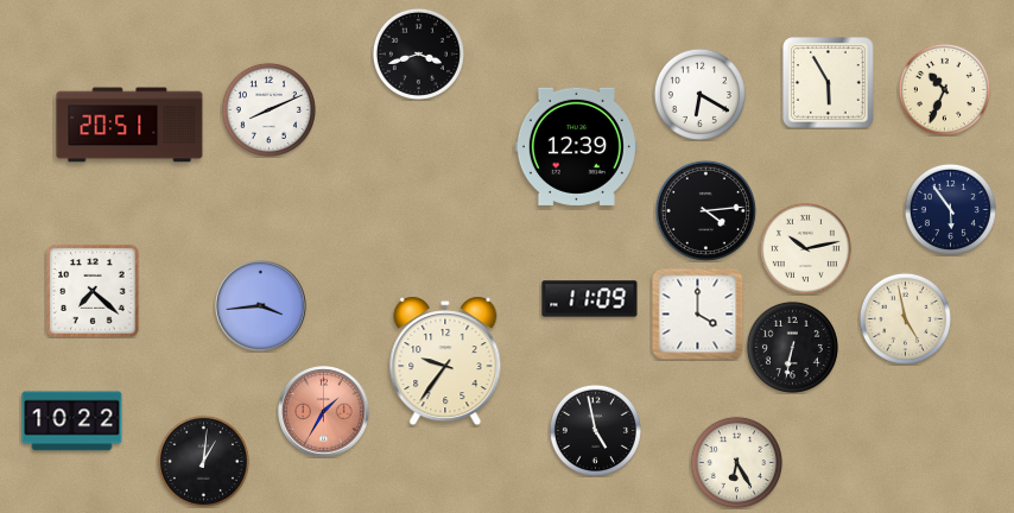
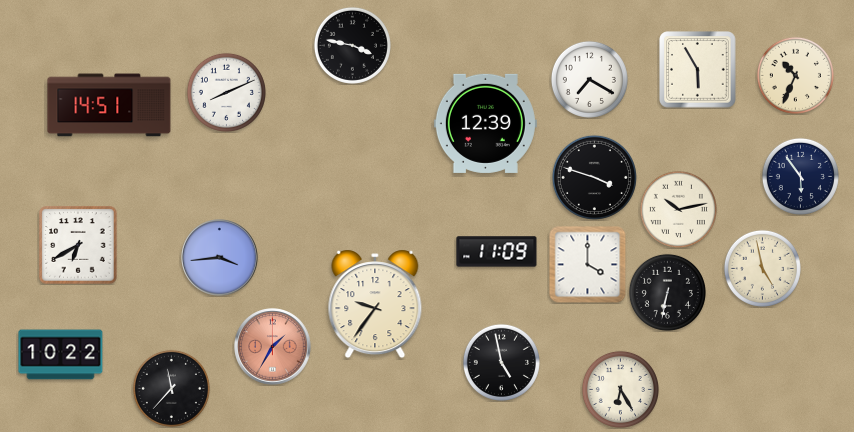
clock at (418, 53): 3:42 -> 3:47
clock at (699, 94): 6:20 -> 7:20
clock at (129, 125): 20:51 -> 14:51
clock at (705, 210): 4:14 -> 3:48
clock at (93, 291): 7:22 -> 6:40
clock at (203, 461): 1:01 -> 11:37
